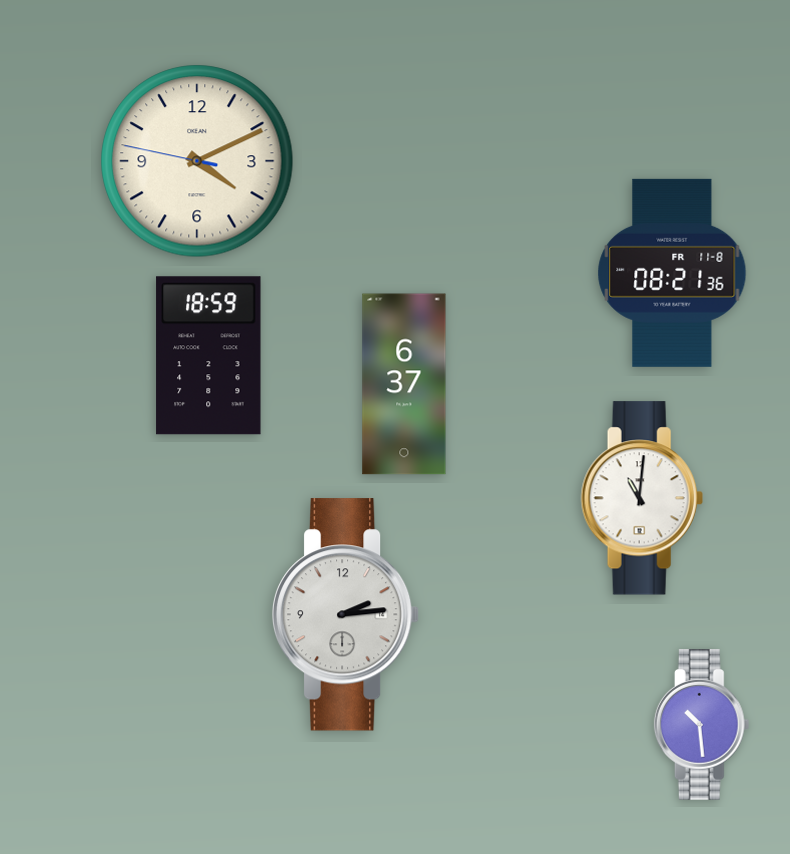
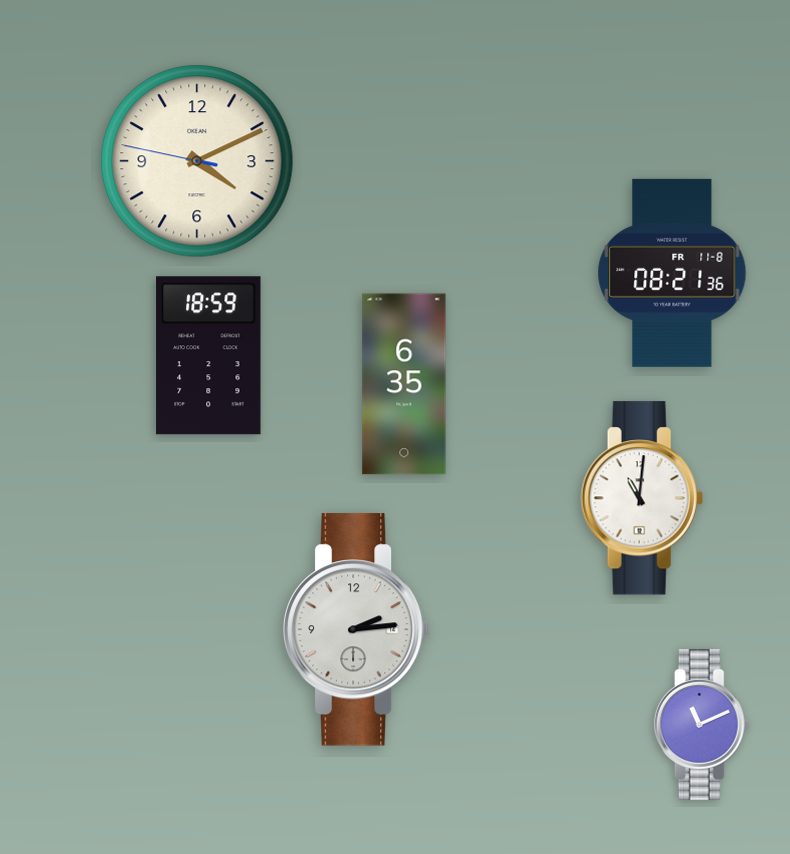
clock at (404, 384): 6:37 -> 6:35
clock at (346, 615) position: (346, 615) -> (357, 630)
clock at (702, 725): 10:29 -> 11:11
